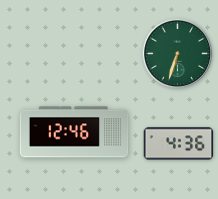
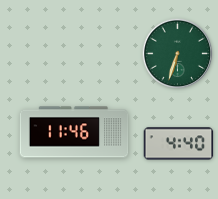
clock at (74, 132): 12:46 -> 11:46
clock at (179, 144): 4:36 -> 4:40
